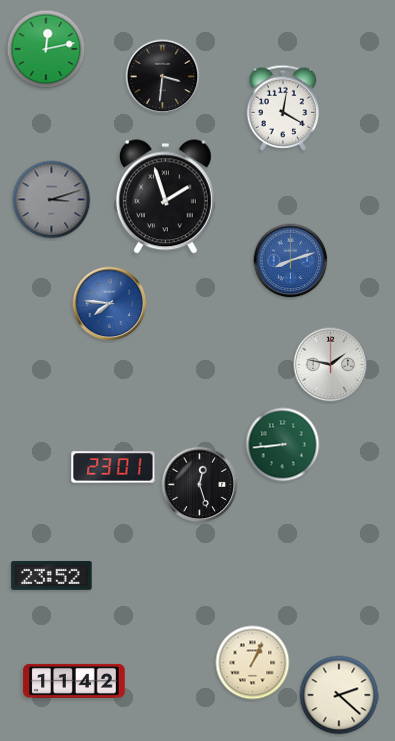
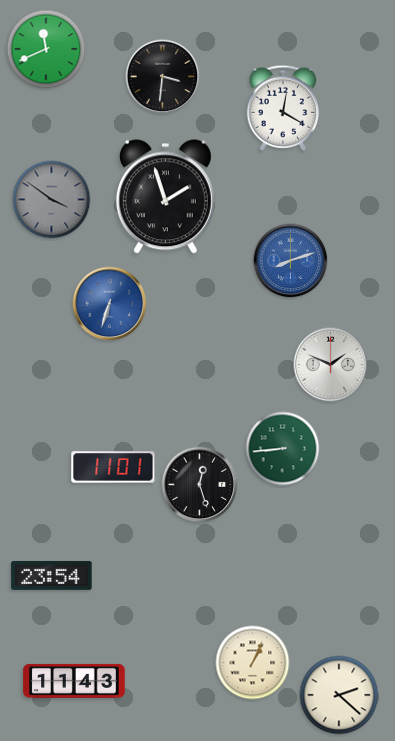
clock at (46, 49): 12:13 -> 11:41
clock at (52, 200): 3:12 -> 3:51
clock at (110, 304): 7:46 -> 6:33
clock at (331, 365): 1:47 -> 1:49
clock at (283, 445) position: (283, 445) -> (283, 449)
clock at (113, 467): 23:01 -> 11:01
clock at (52, 575): 23:52 -> 23:54
clock at (74, 681): 11:42 -> 11:43
